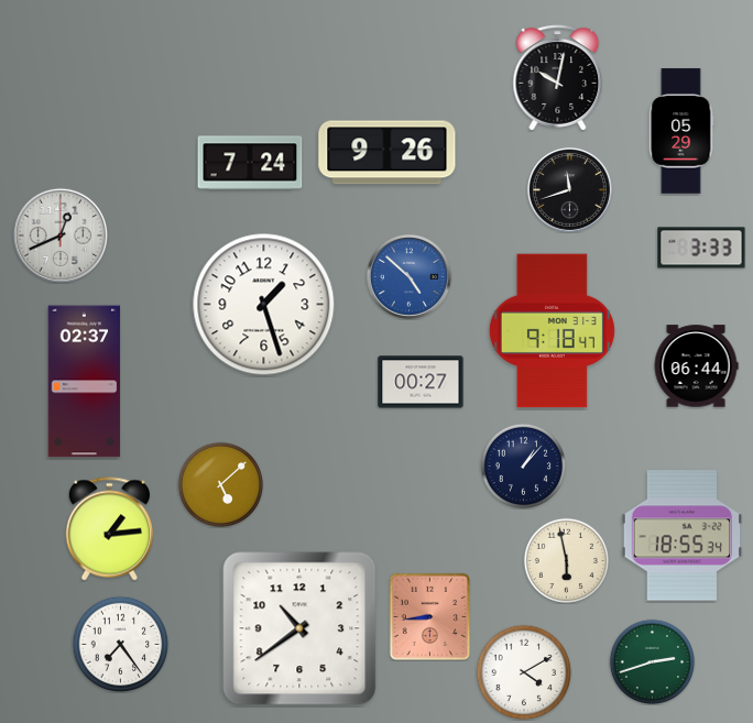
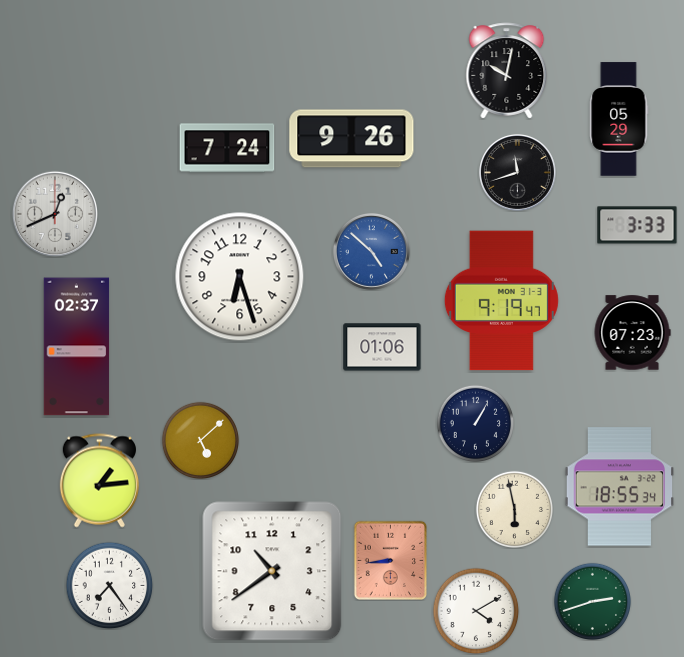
clock at (264, 305): 1:27 -> 6:27
clock at (552, 331): 9:18 -> 9:19
clock at (696, 366): 06:44 -> 07:23
clock at (421, 382): 00:27 -> 01:06
clock at (523, 465): 1:07 -> 1:05
